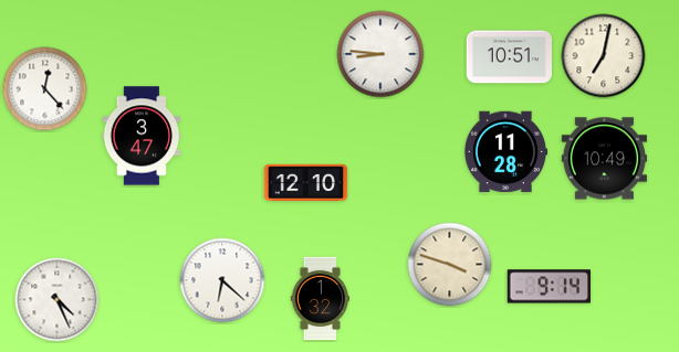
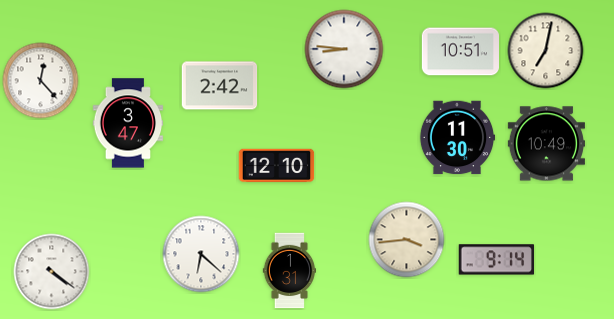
clock at (220, 86): none -> 2:42
clock at (505, 152): 11:28 -> 11:30
clock at (450, 265): 3:48 -> 3:44
clock at (320, 299): 1:32 -> 1:31
clock at (58, 300): 4:26 -> 4:21
